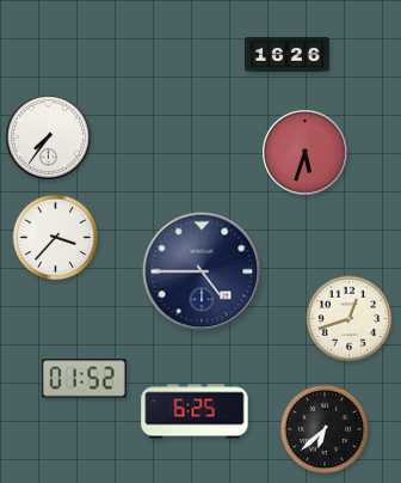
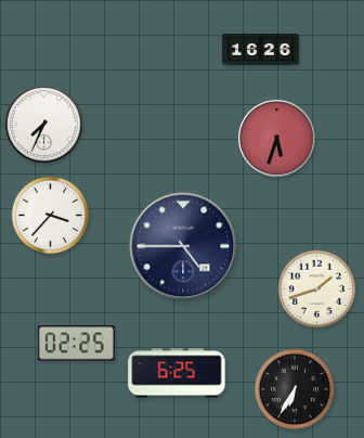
clock at (49, 137): 7:36 -> 7:34
clock at (350, 319): 12:42 -> 1:42
clock at (84, 379): 01:52 -> 02:25
clock at (325, 429): 6:38 -> 6:35
